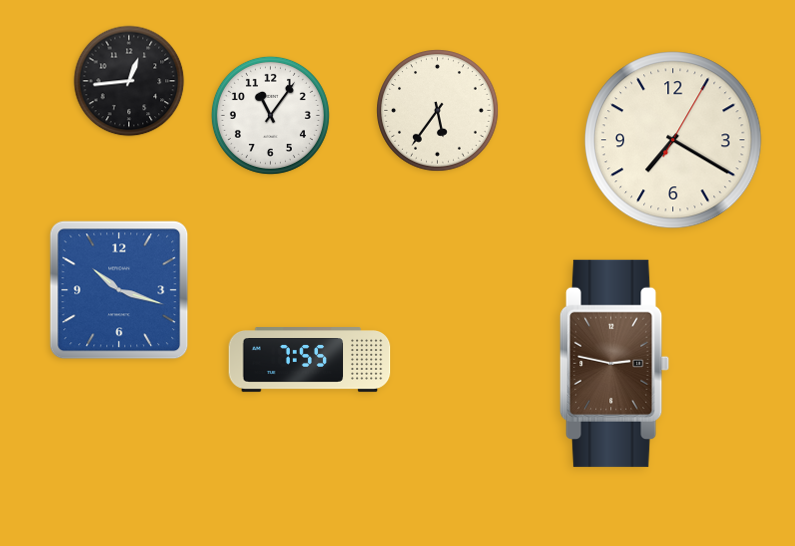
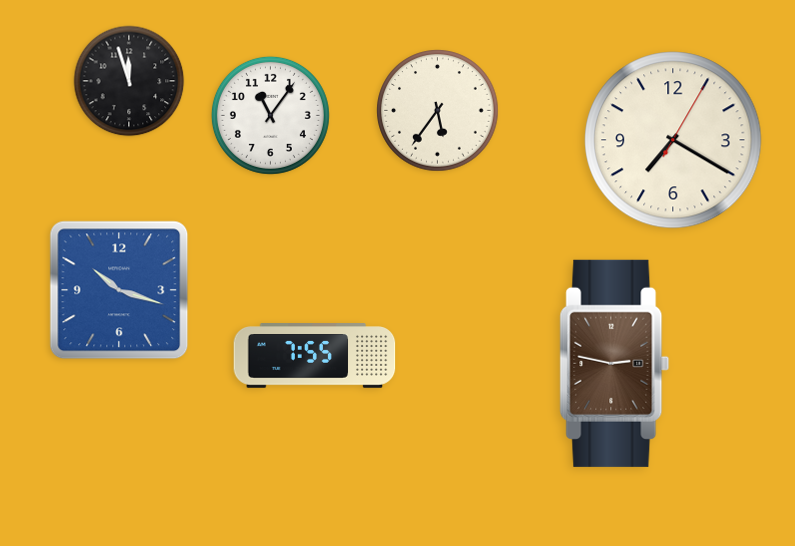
clock at (129, 81): 12:44 -> 11:57
clock at (310, 360) position: (310, 360) -> (315, 356)
